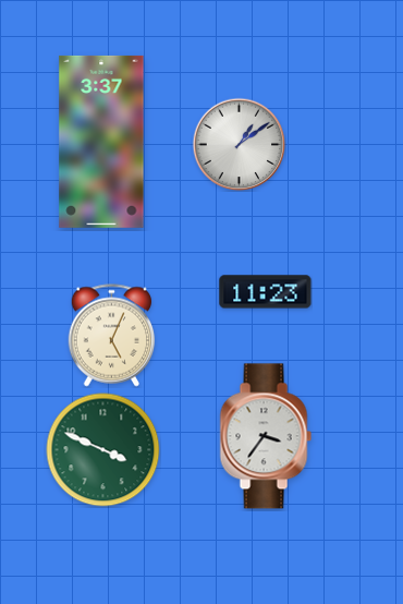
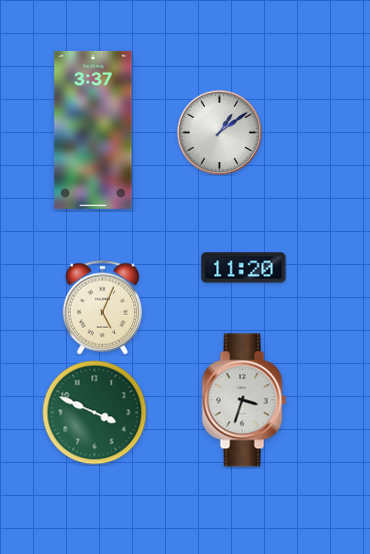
clock at (266, 292): 11:23 -> 11:20
clock at (266, 436): 3:36 -> 3:33
